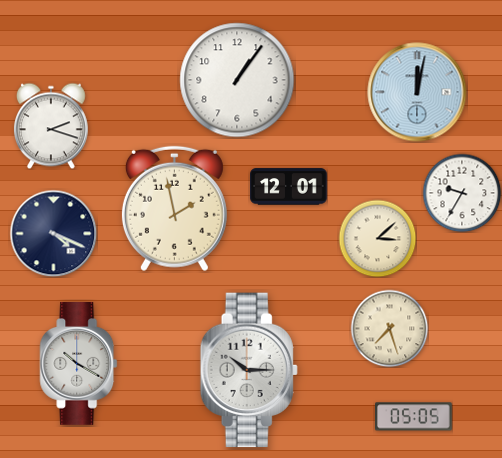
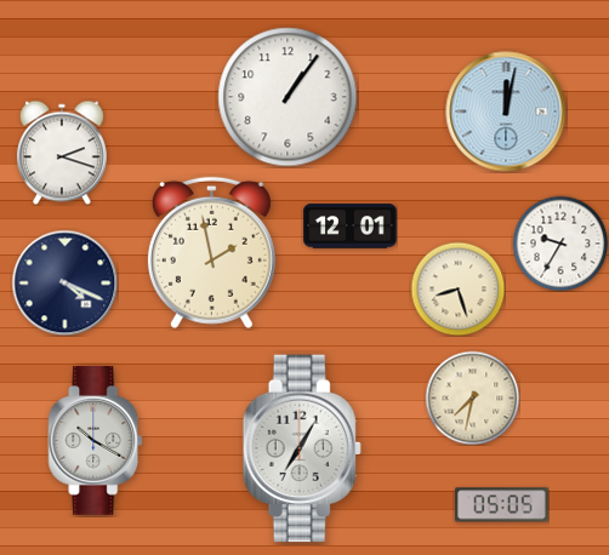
clock at (462, 193) position: (462, 193) -> (560, 244)
clock at (377, 238): 3:08 -> 8:27
clock at (389, 328): 7:27 -> 7:32
clock at (249, 370): 10:15 -> 7:05
